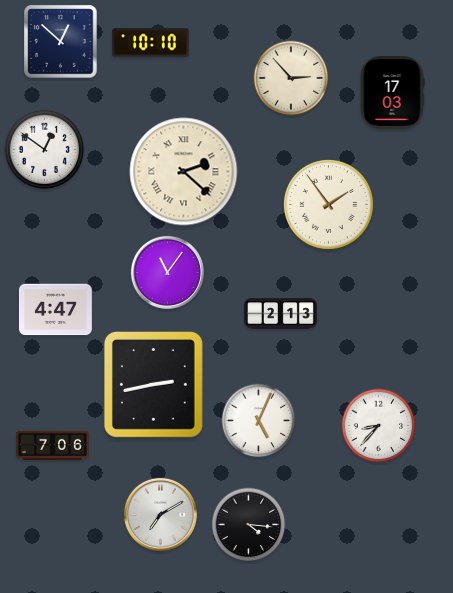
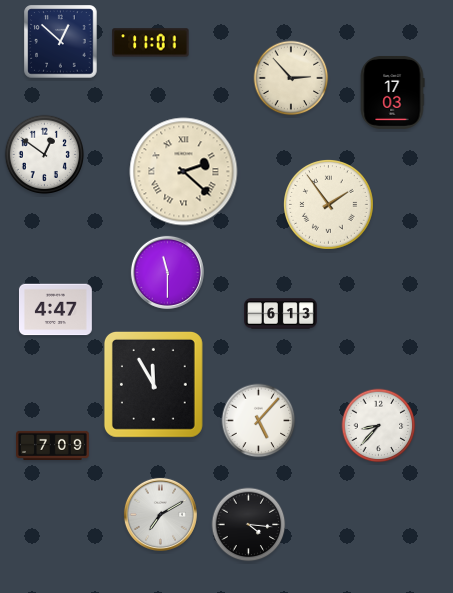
clock at (151, 43): 10:10 -> 11:01
clock at (45, 150) position: (45, 150) -> (45, 155)
clock at (167, 272): 11:06 -> 11:30
clock at (281, 314): 2:13 -> 6:13
clock at (153, 384): 2:43 -> 11:55
clock at (259, 421): 5:04 -> 5:07
clock at (53, 445): 7:06 -> 7:09
